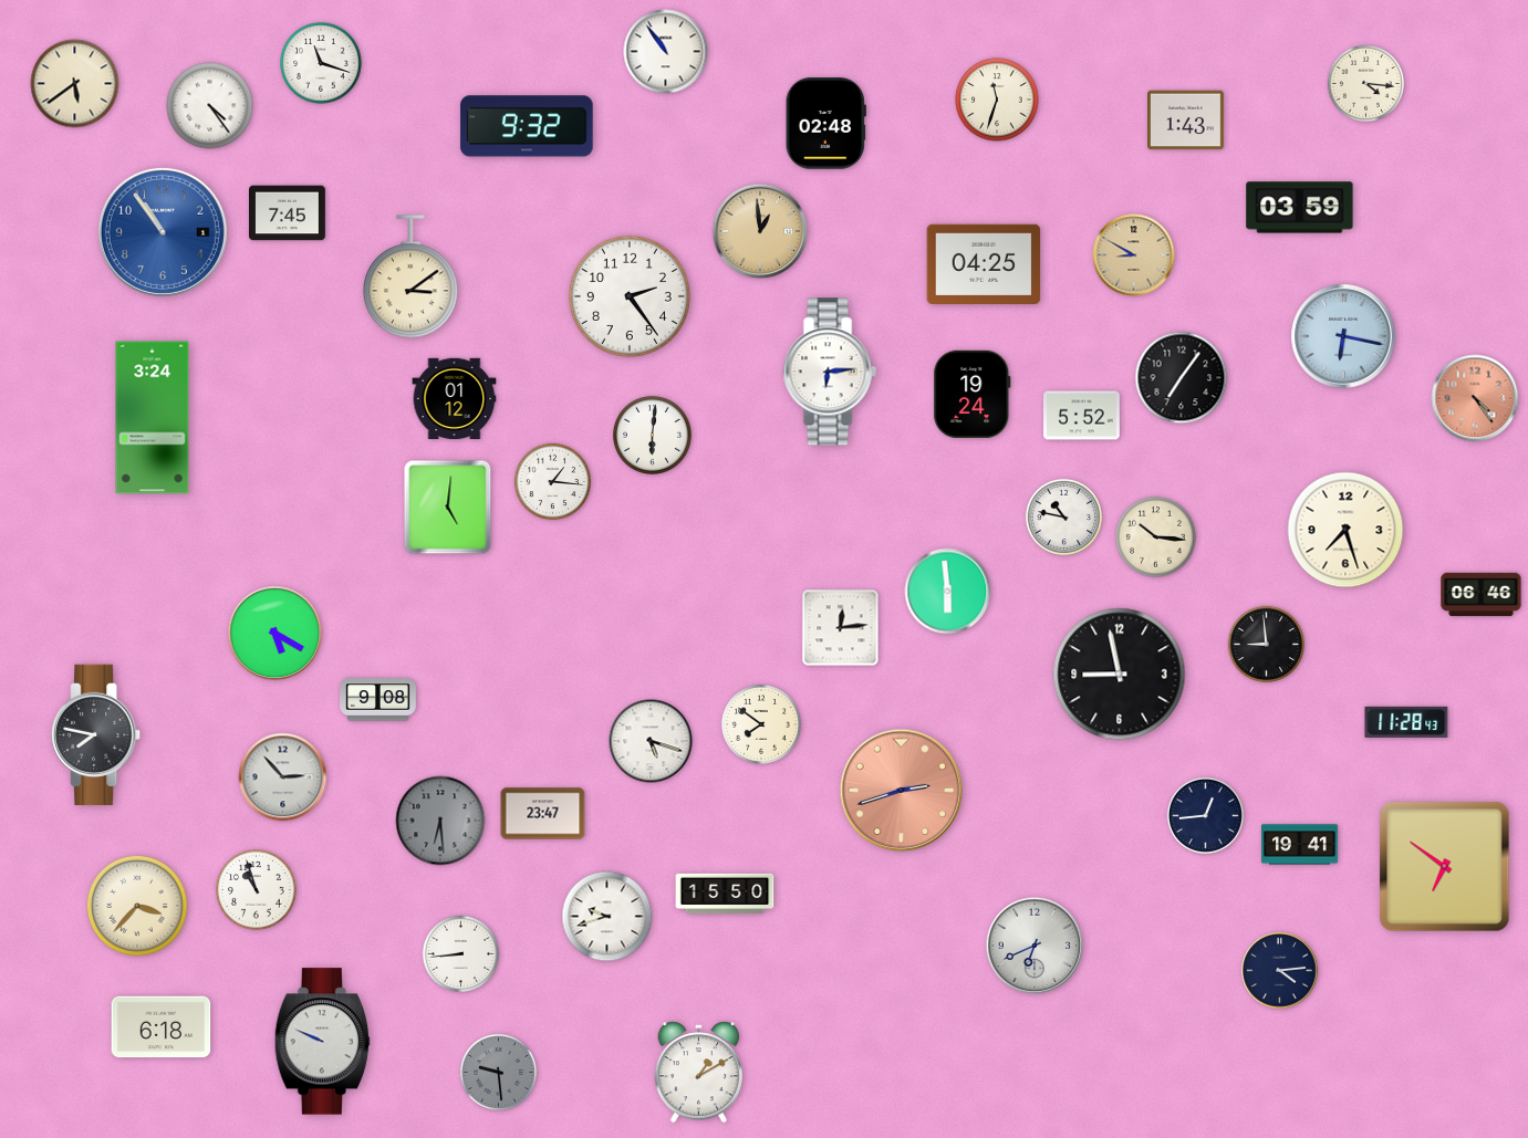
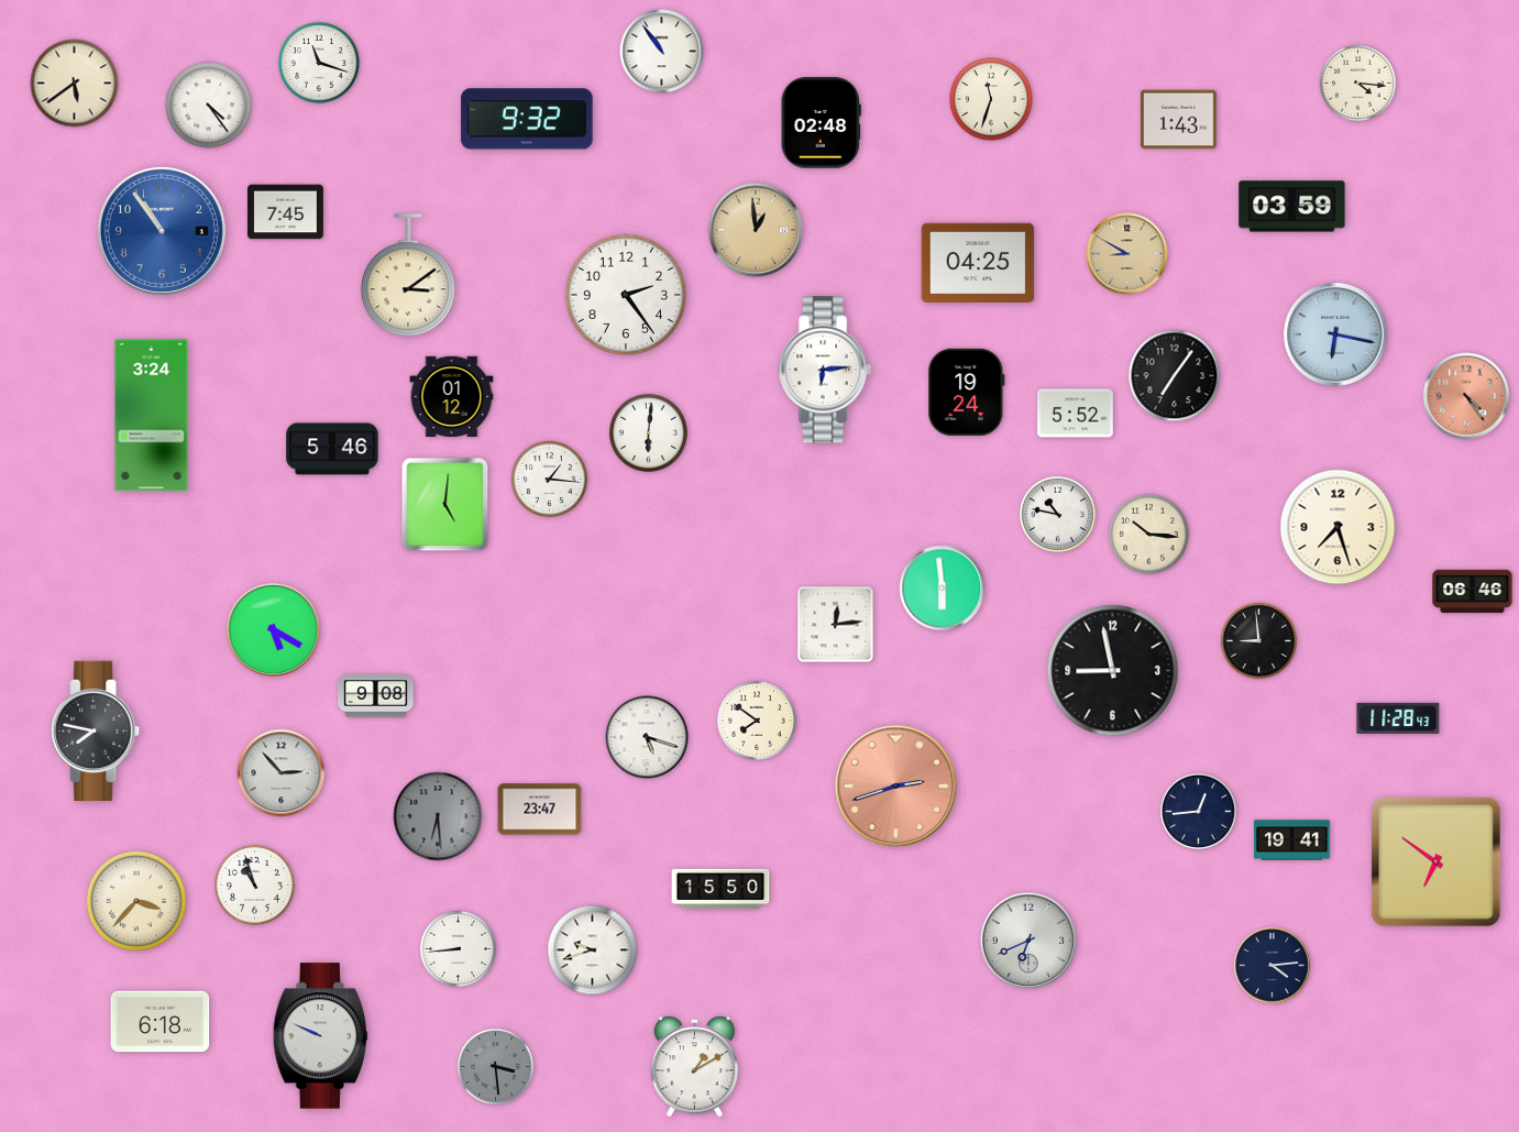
clock at (527, 126) position: (527, 126) -> (527, 119)
clock at (332, 449): none -> 5:46
clock at (607, 917) position: (607, 917) -> (593, 950)
clock at (498, 1072): 9:29 -> 3:29
